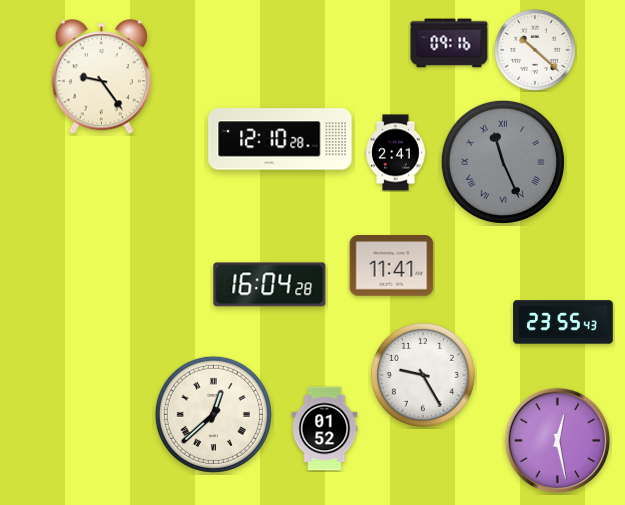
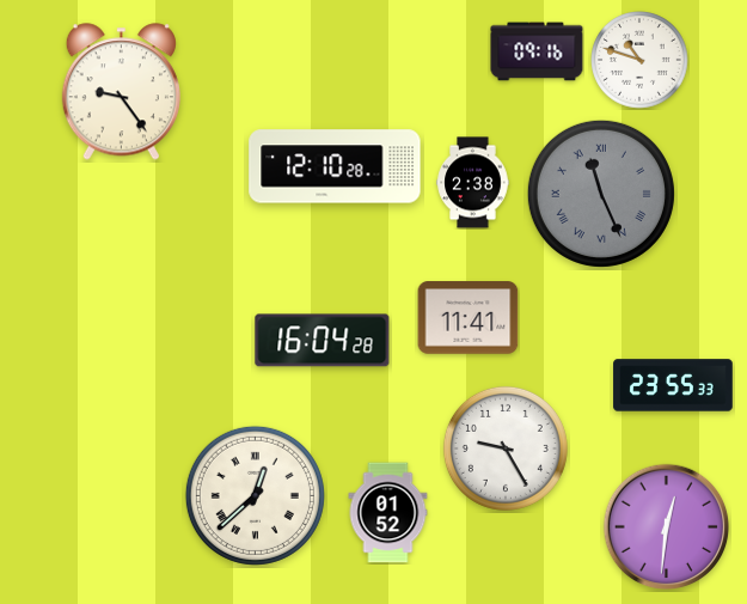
clock at (535, 50): 10:22 -> 10:48
clock at (396, 153): 2:41 -> 2:38
clock at (563, 322): 23:55:43 -> 23:55:33
clock at (558, 441): 12:28 -> 12:31
